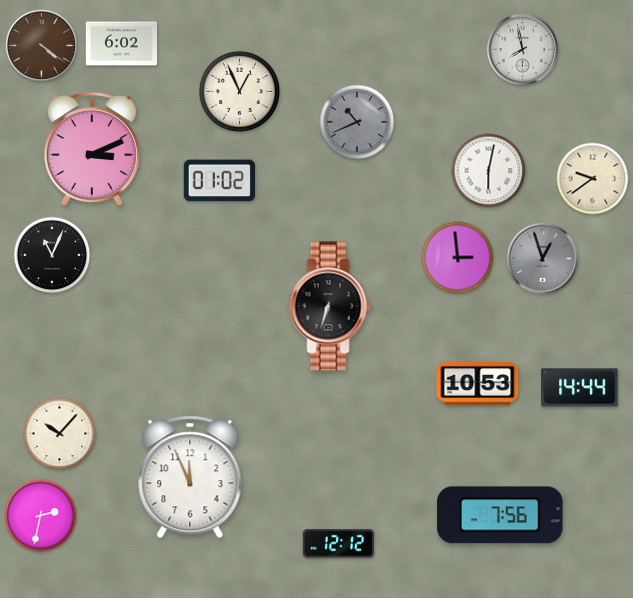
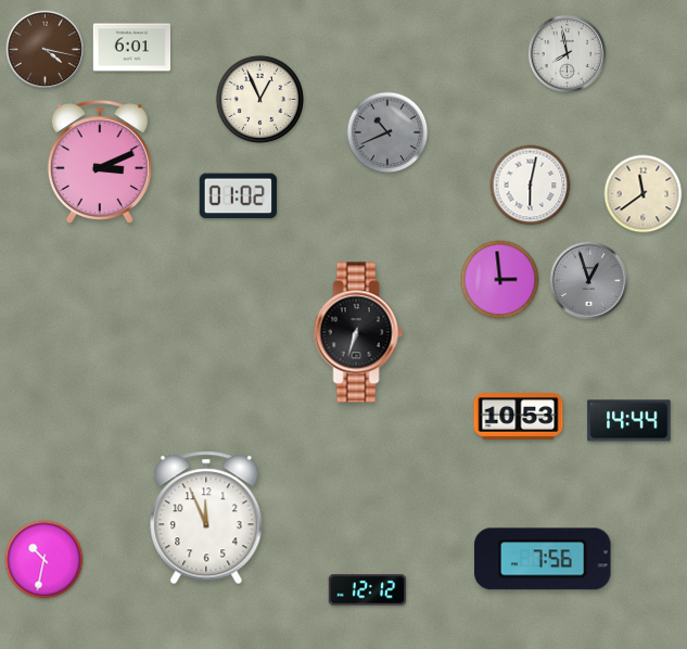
clock at (122, 44): 6:02 -> 6:01
clock at (42, 46): 4:21 -> 4:17
clock at (593, 179): 9:39 -> 11:39
clock at (52, 255): 11:04 -> none
clock at (458, 258) position: (458, 258) -> (500, 280)
clock at (60, 434): 10:07 -> none
clock at (41, 516): 2:32 -> 10:32
